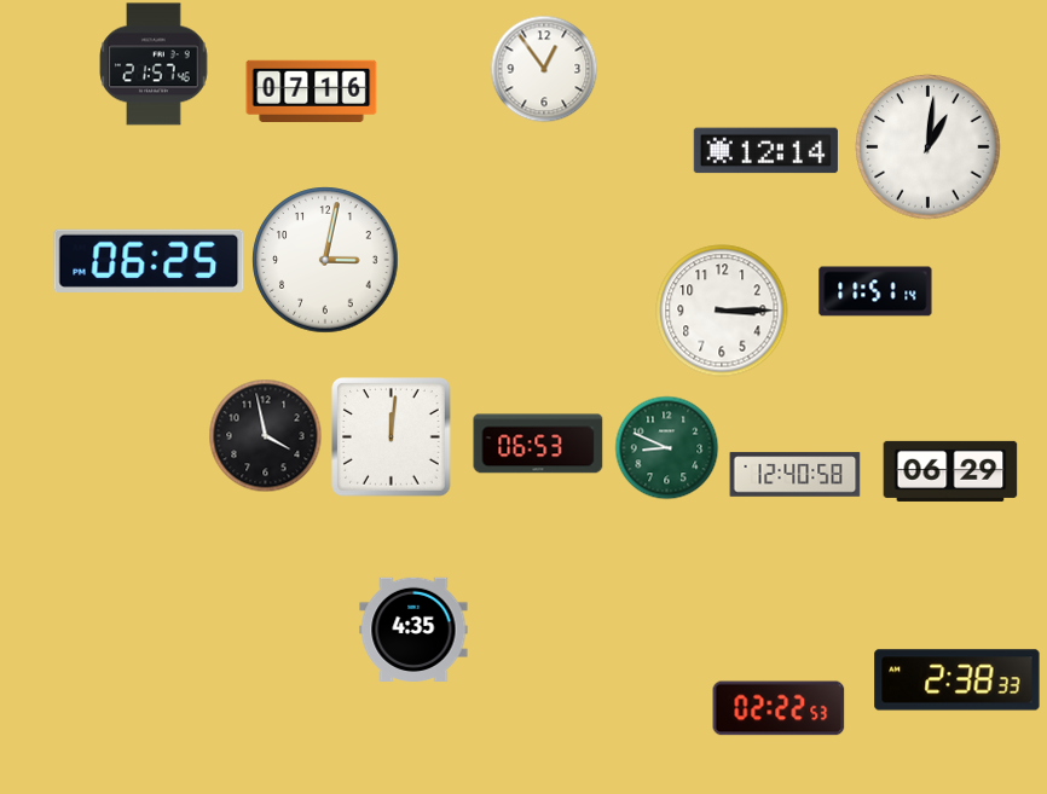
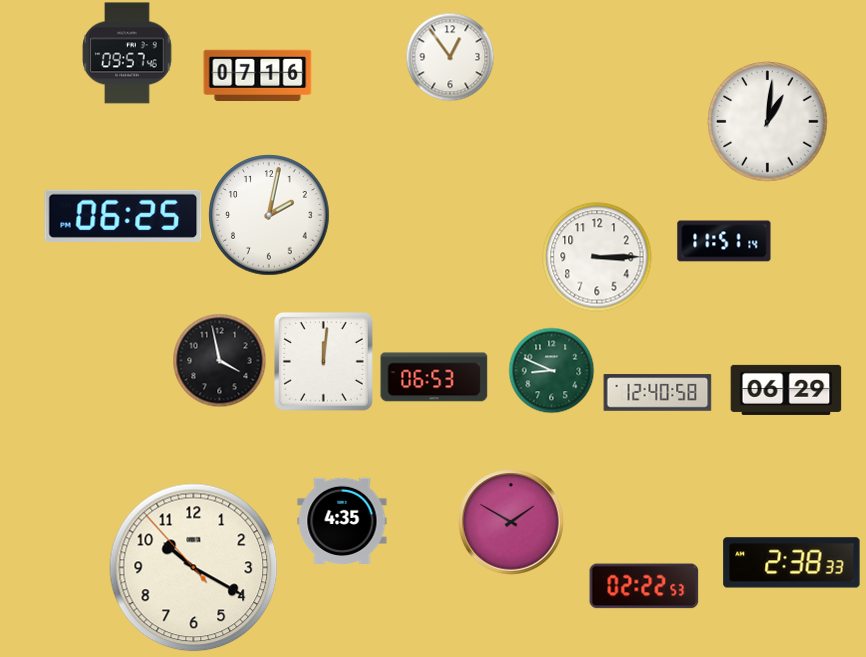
clock at (154, 64): 21:57 -> 09:57
clock at (765, 151): 12:14 -> none
clock at (325, 260): 3:02 -> 2:02
clock at (538, 444) position: (538, 444) -> (434, 377)
clock at (511, 522): none -> 1:50
clock at (194, 568): none -> 10:19
